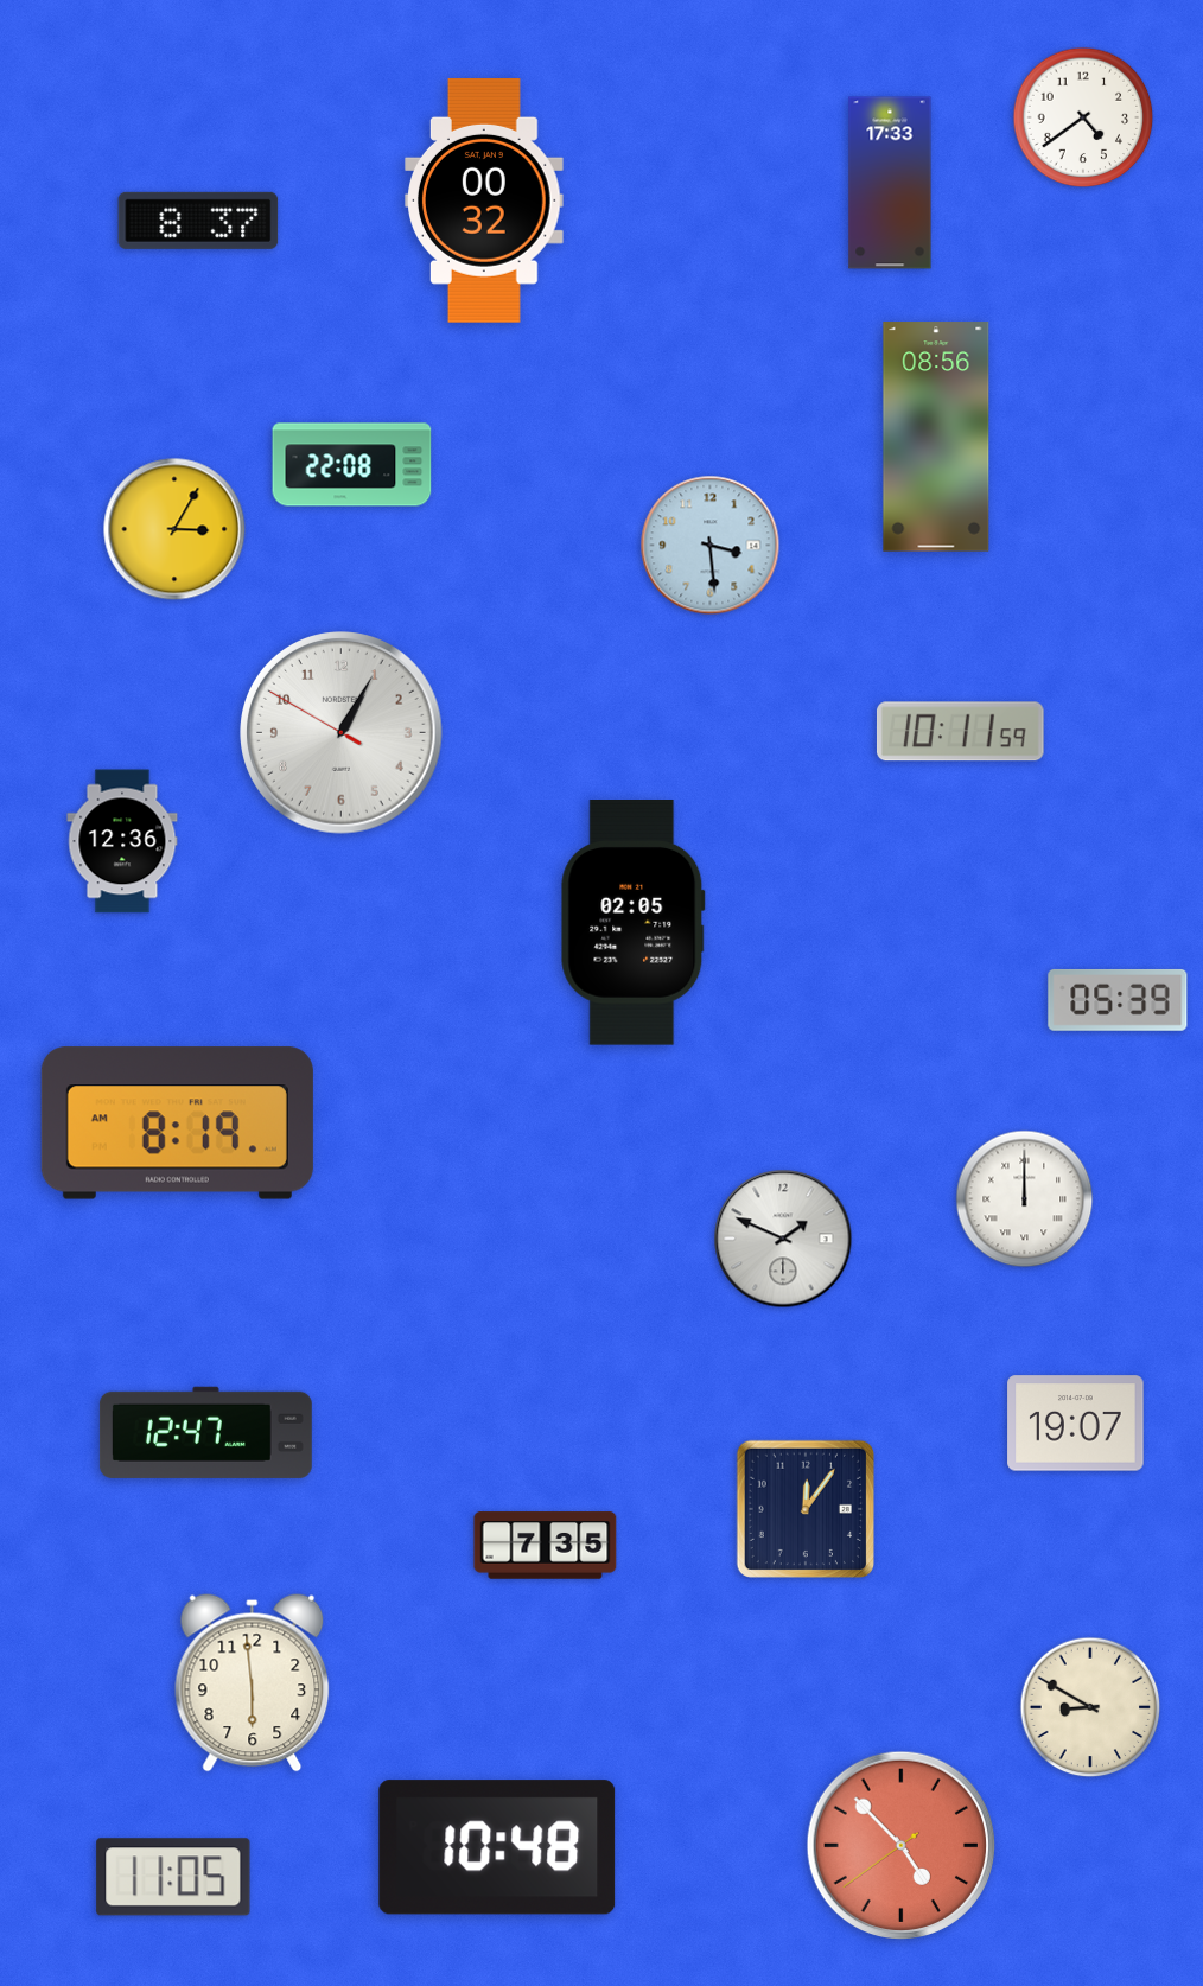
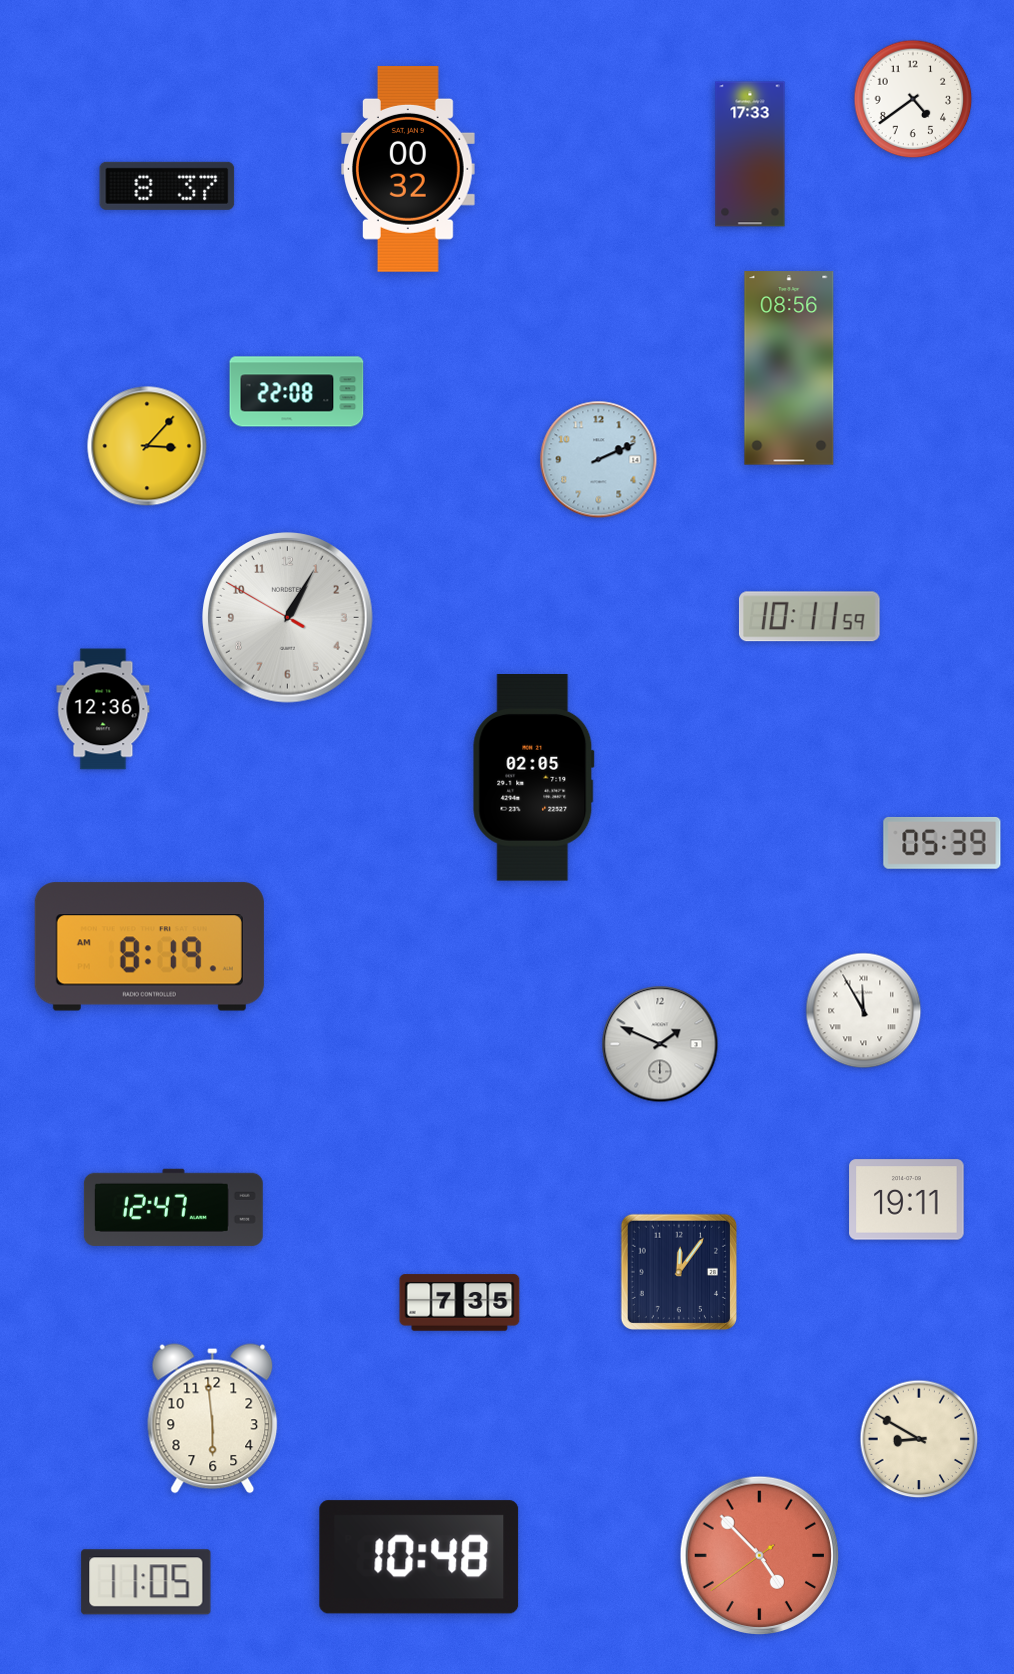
clock at (174, 529): 3:05 -> 3:07
clock at (711, 546): 3:29 -> 2:11
clock at (1025, 1199): 12:00 -> 11:55
clock at (1076, 1424): 19:07 -> 19:11
